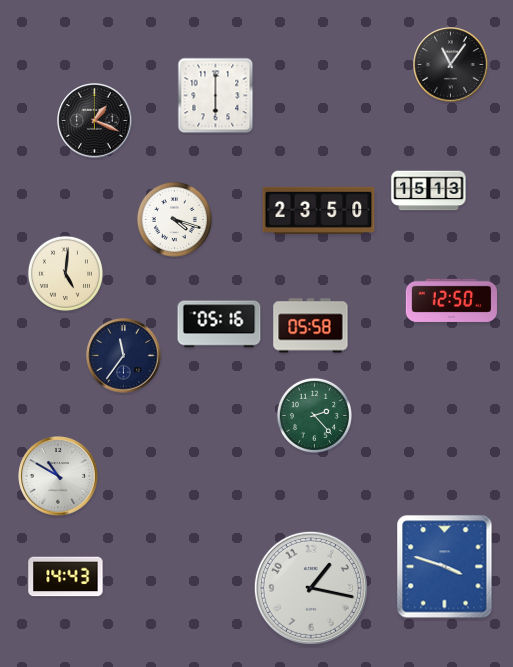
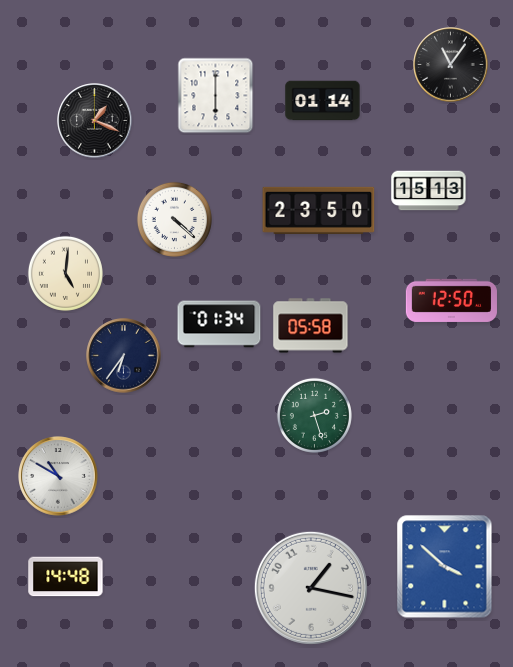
clock at (323, 101): none -> 01:14
clock at (174, 219): 4:18 -> 4:22
clock at (219, 324): 05:16 -> 01:34
clock at (124, 356): 11:36 -> 6:36
clock at (314, 415): 2:23 -> 2:27
clock at (445, 567): 3:48 -> 3:52
clock at (66, 577): 14:43 -> 14:48
